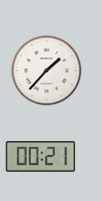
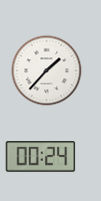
clock at (41, 157): 00:21 -> 00:24
